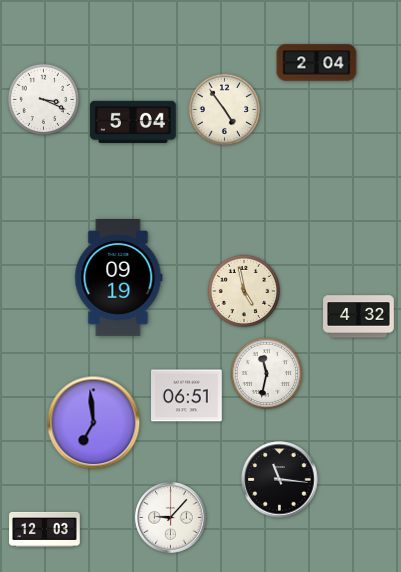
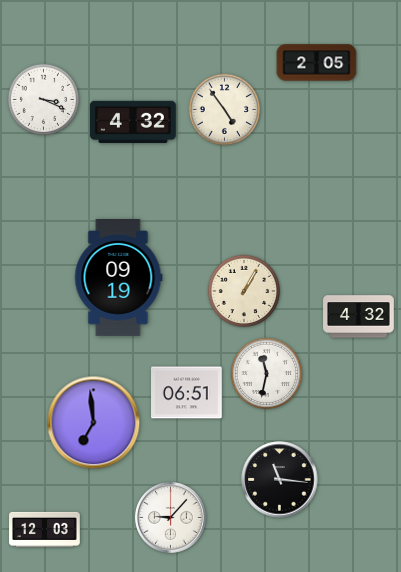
clock at (317, 63): 2:04 -> 2:05
clock at (133, 122): 5:04 -> 4:32
clock at (243, 290): 4:58 -> 1:05
clock at (187, 396) position: (187, 396) -> (187, 393)
